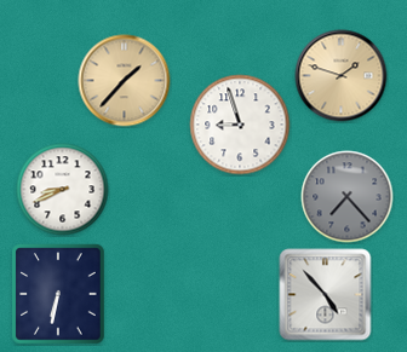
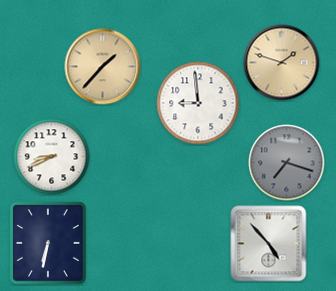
clock at (240, 125): 8:57 -> 8:59
clock at (348, 197): 7:23 -> 7:18
